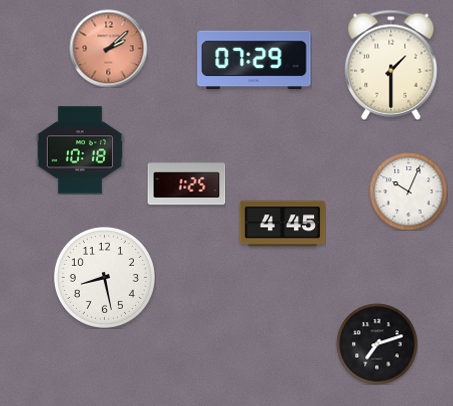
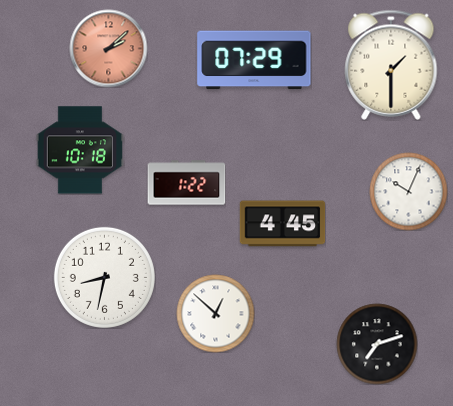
clock at (186, 183): 1:25 -> 1:22
clock at (104, 277): 8:28 -> 8:32
clock at (215, 313): none -> 12:52
